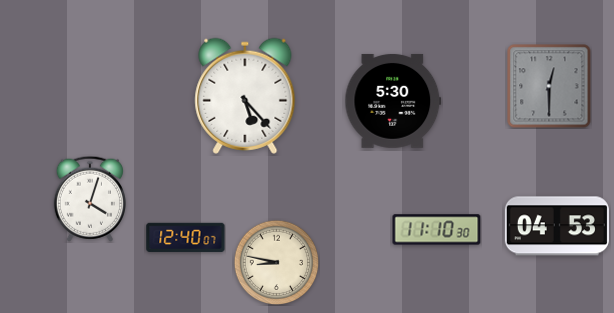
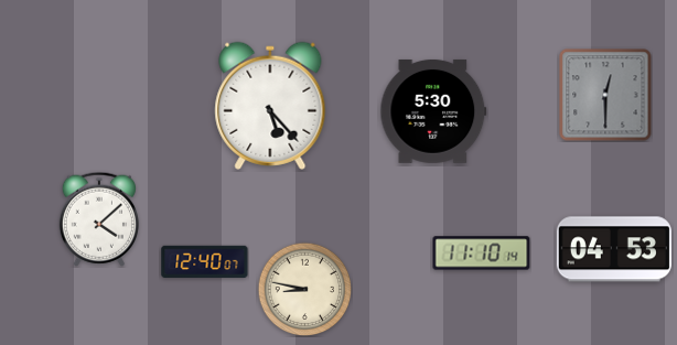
clock at (90, 199): 4:03 -> 4:08
clock at (437, 230): 11:10:30 -> 11:10:14
